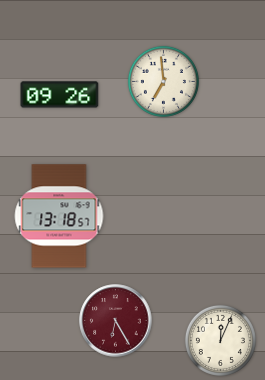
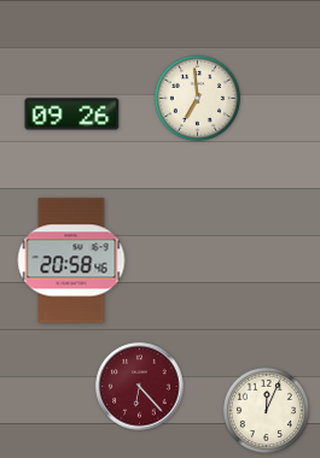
clock at (59, 216): 13:18 -> 20:58
clock at (116, 321): 6:25 -> 6:23
